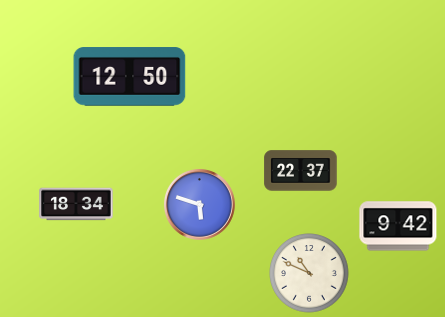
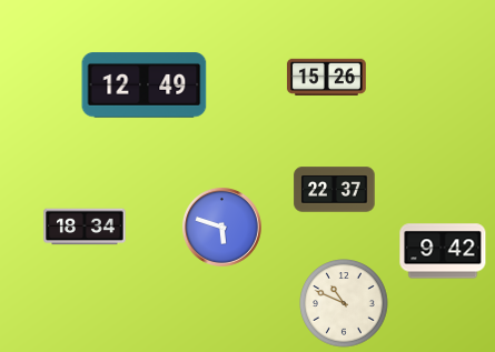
clock at (326, 77): none -> 15:26
clock at (130, 77): 12:50 -> 12:49
